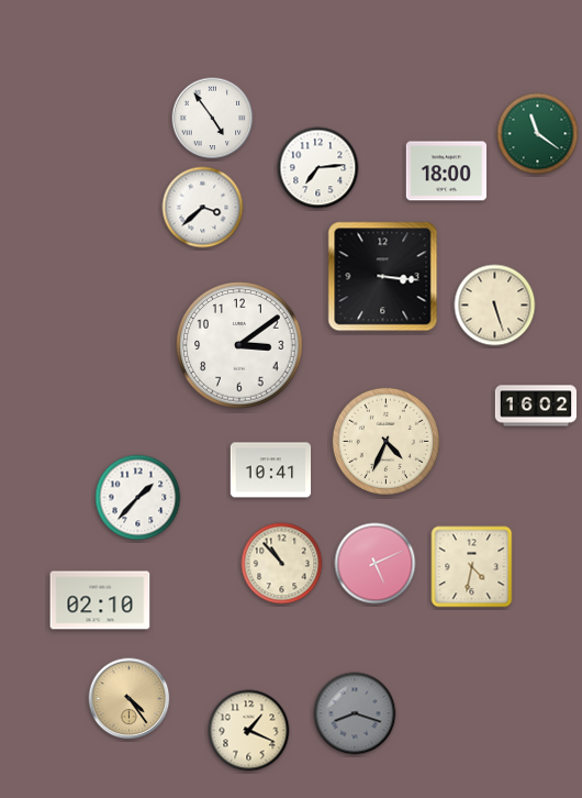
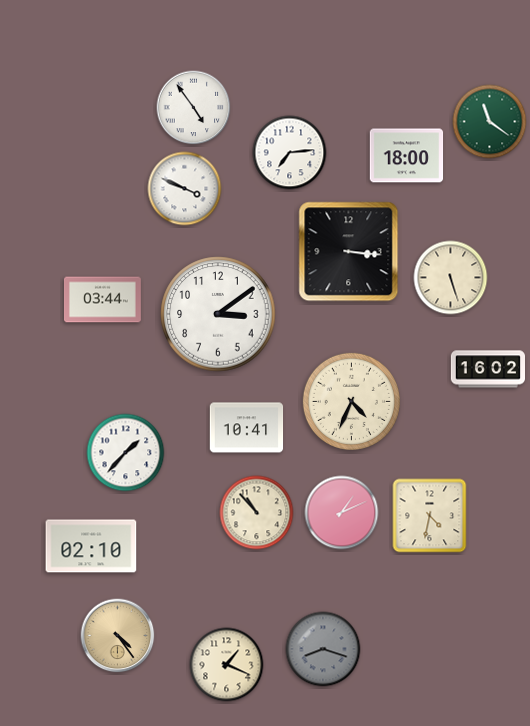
clock at (203, 208): 3:38 -> 3:49
clock at (102, 300): none -> 03:44
clock at (376, 564): 5:11 -> 1:11
